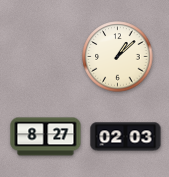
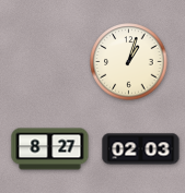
clock at (118, 57): 1:08 -> 1:03
clock at (126, 137) position: (126, 137) -> (141, 149)
